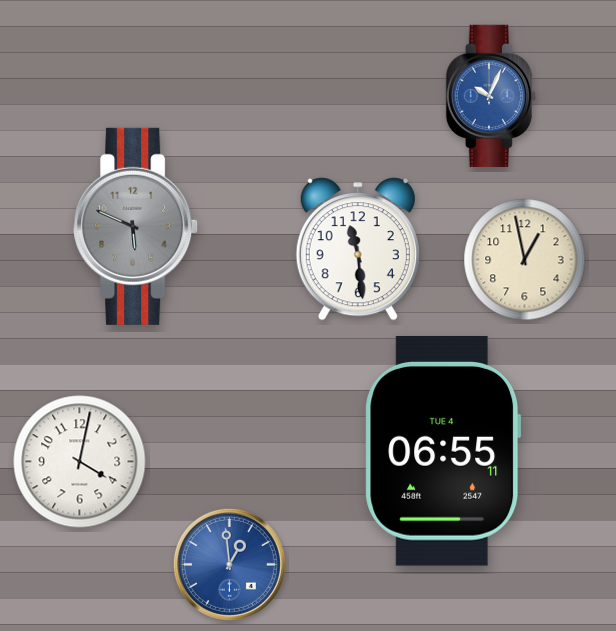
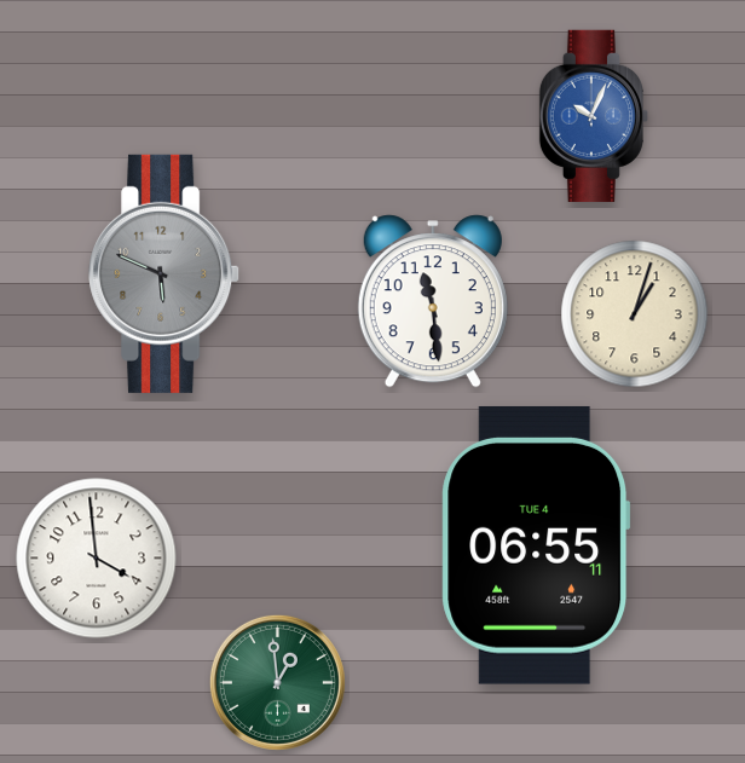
clock at (525, 260): 12:58 -> 1:03
clock at (80, 462): 4:02 -> 3:59
clock at (229, 564) dial: blue -> green
